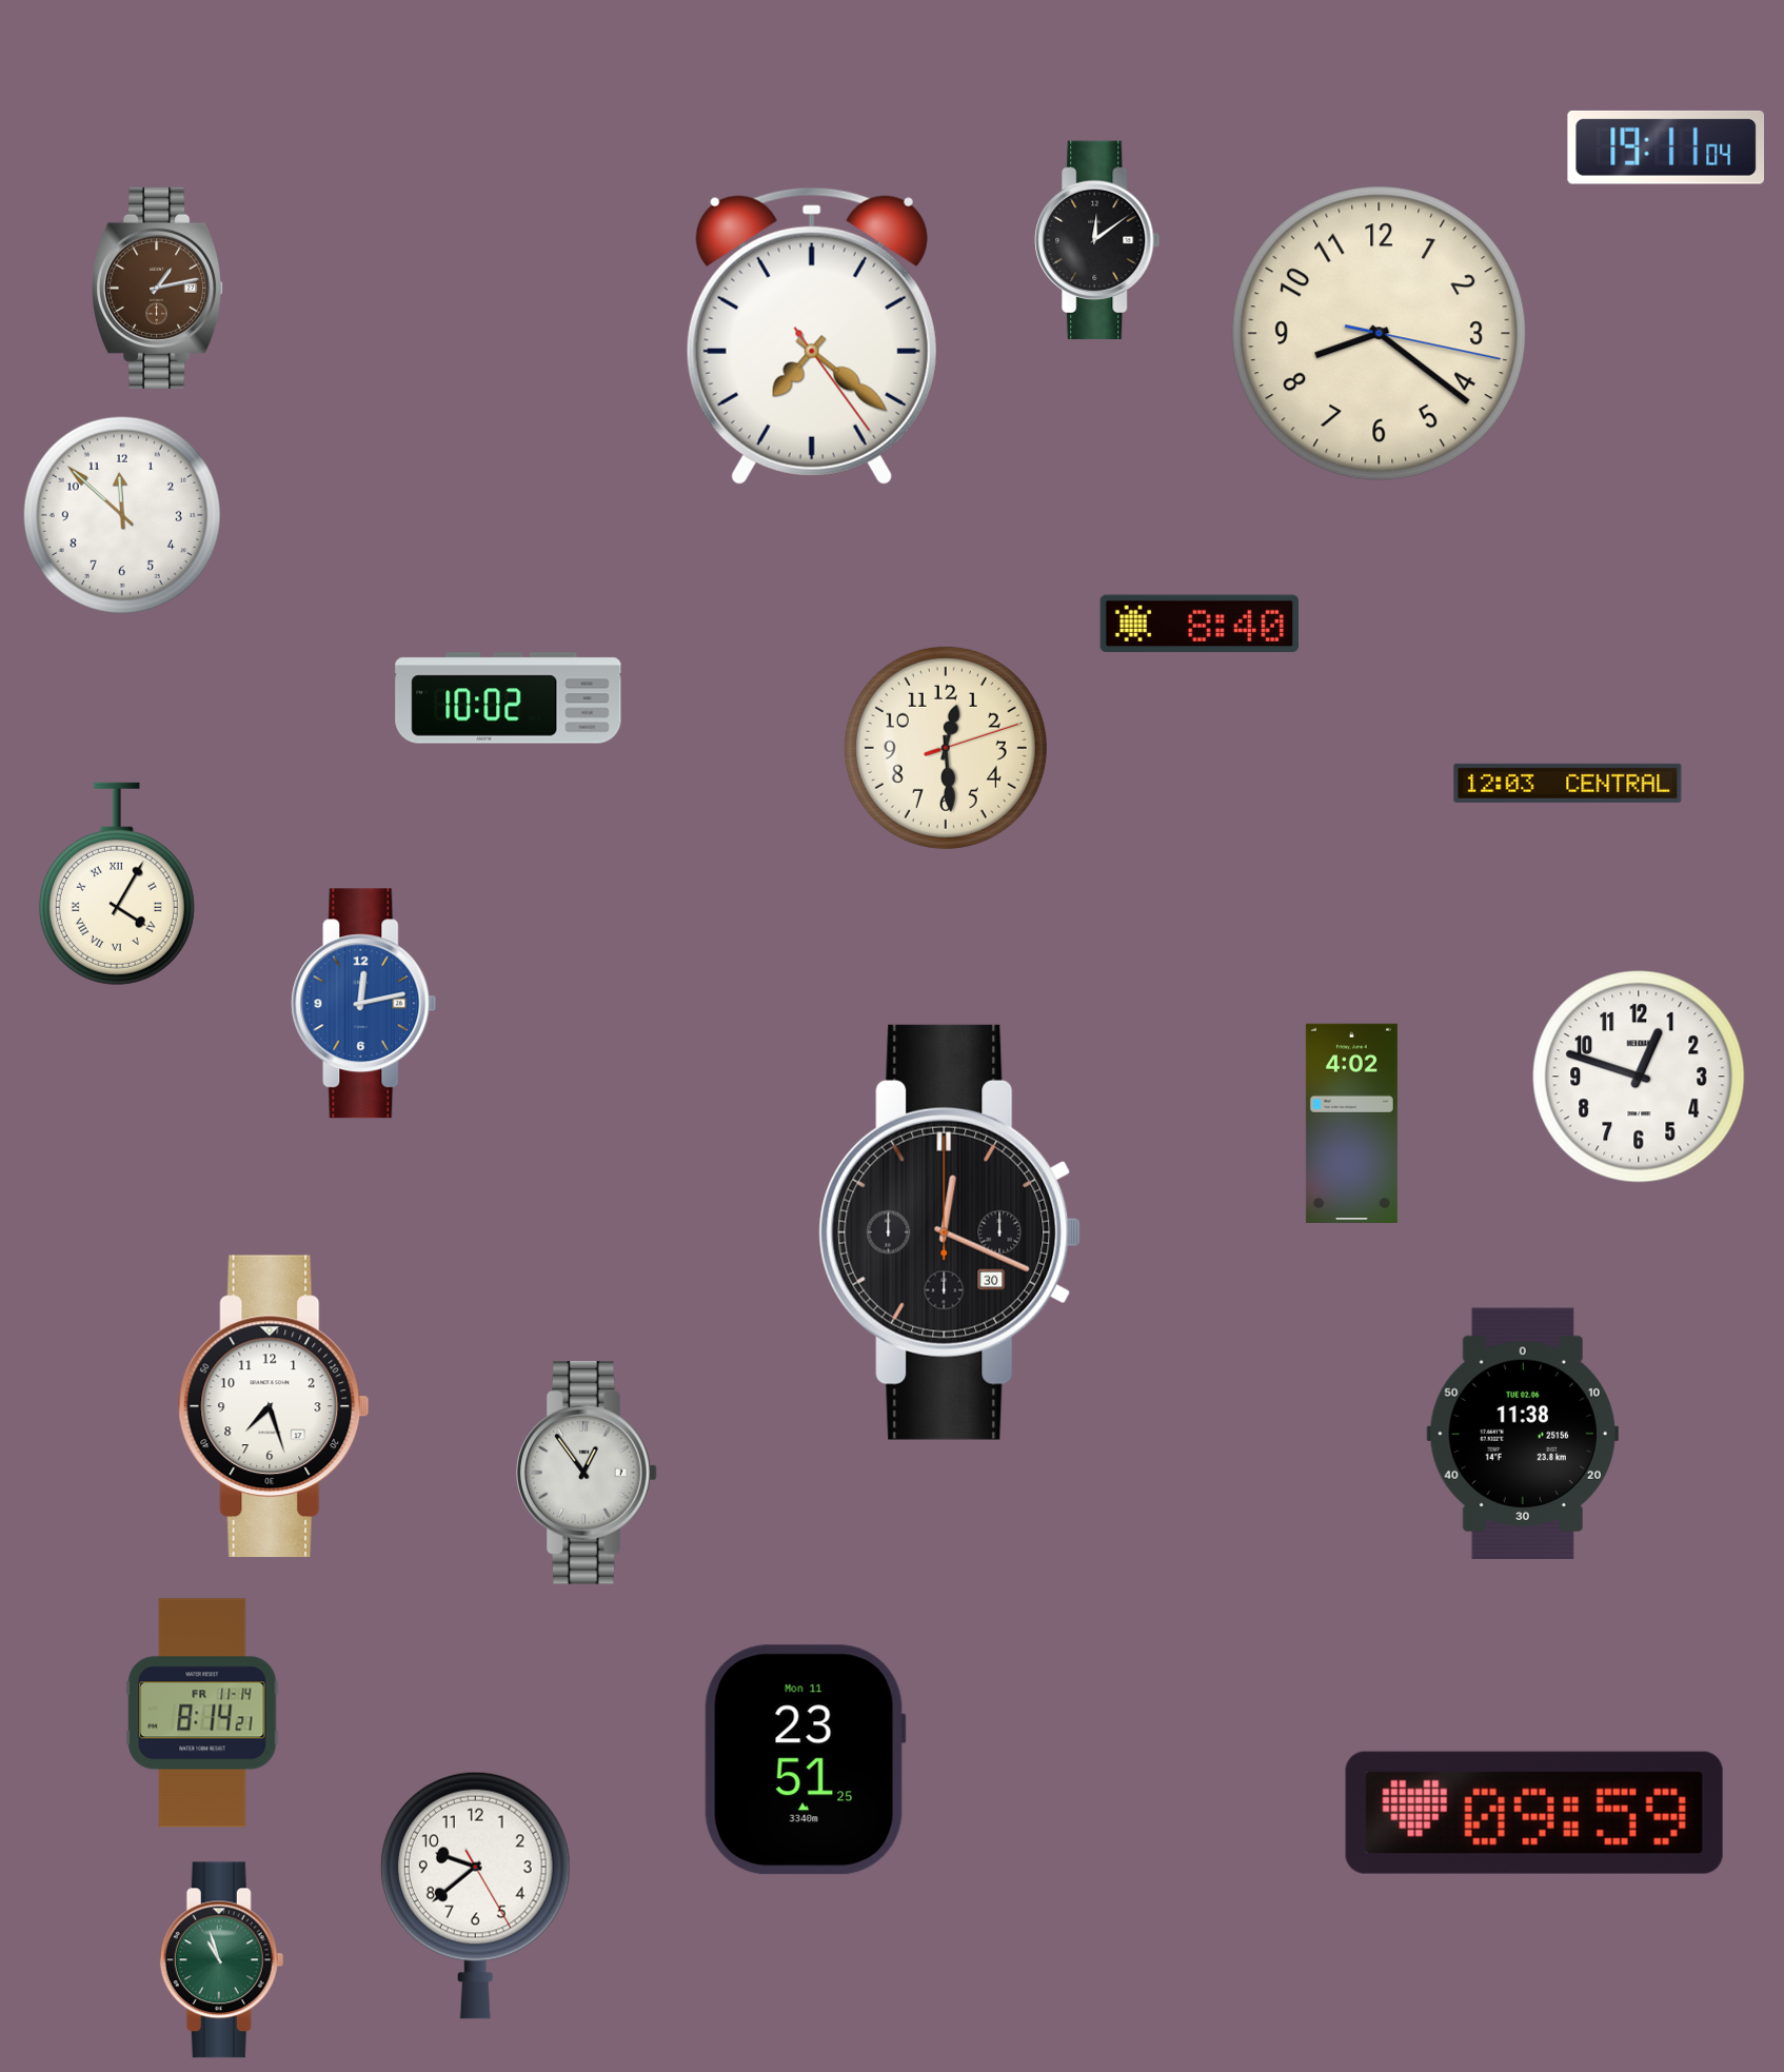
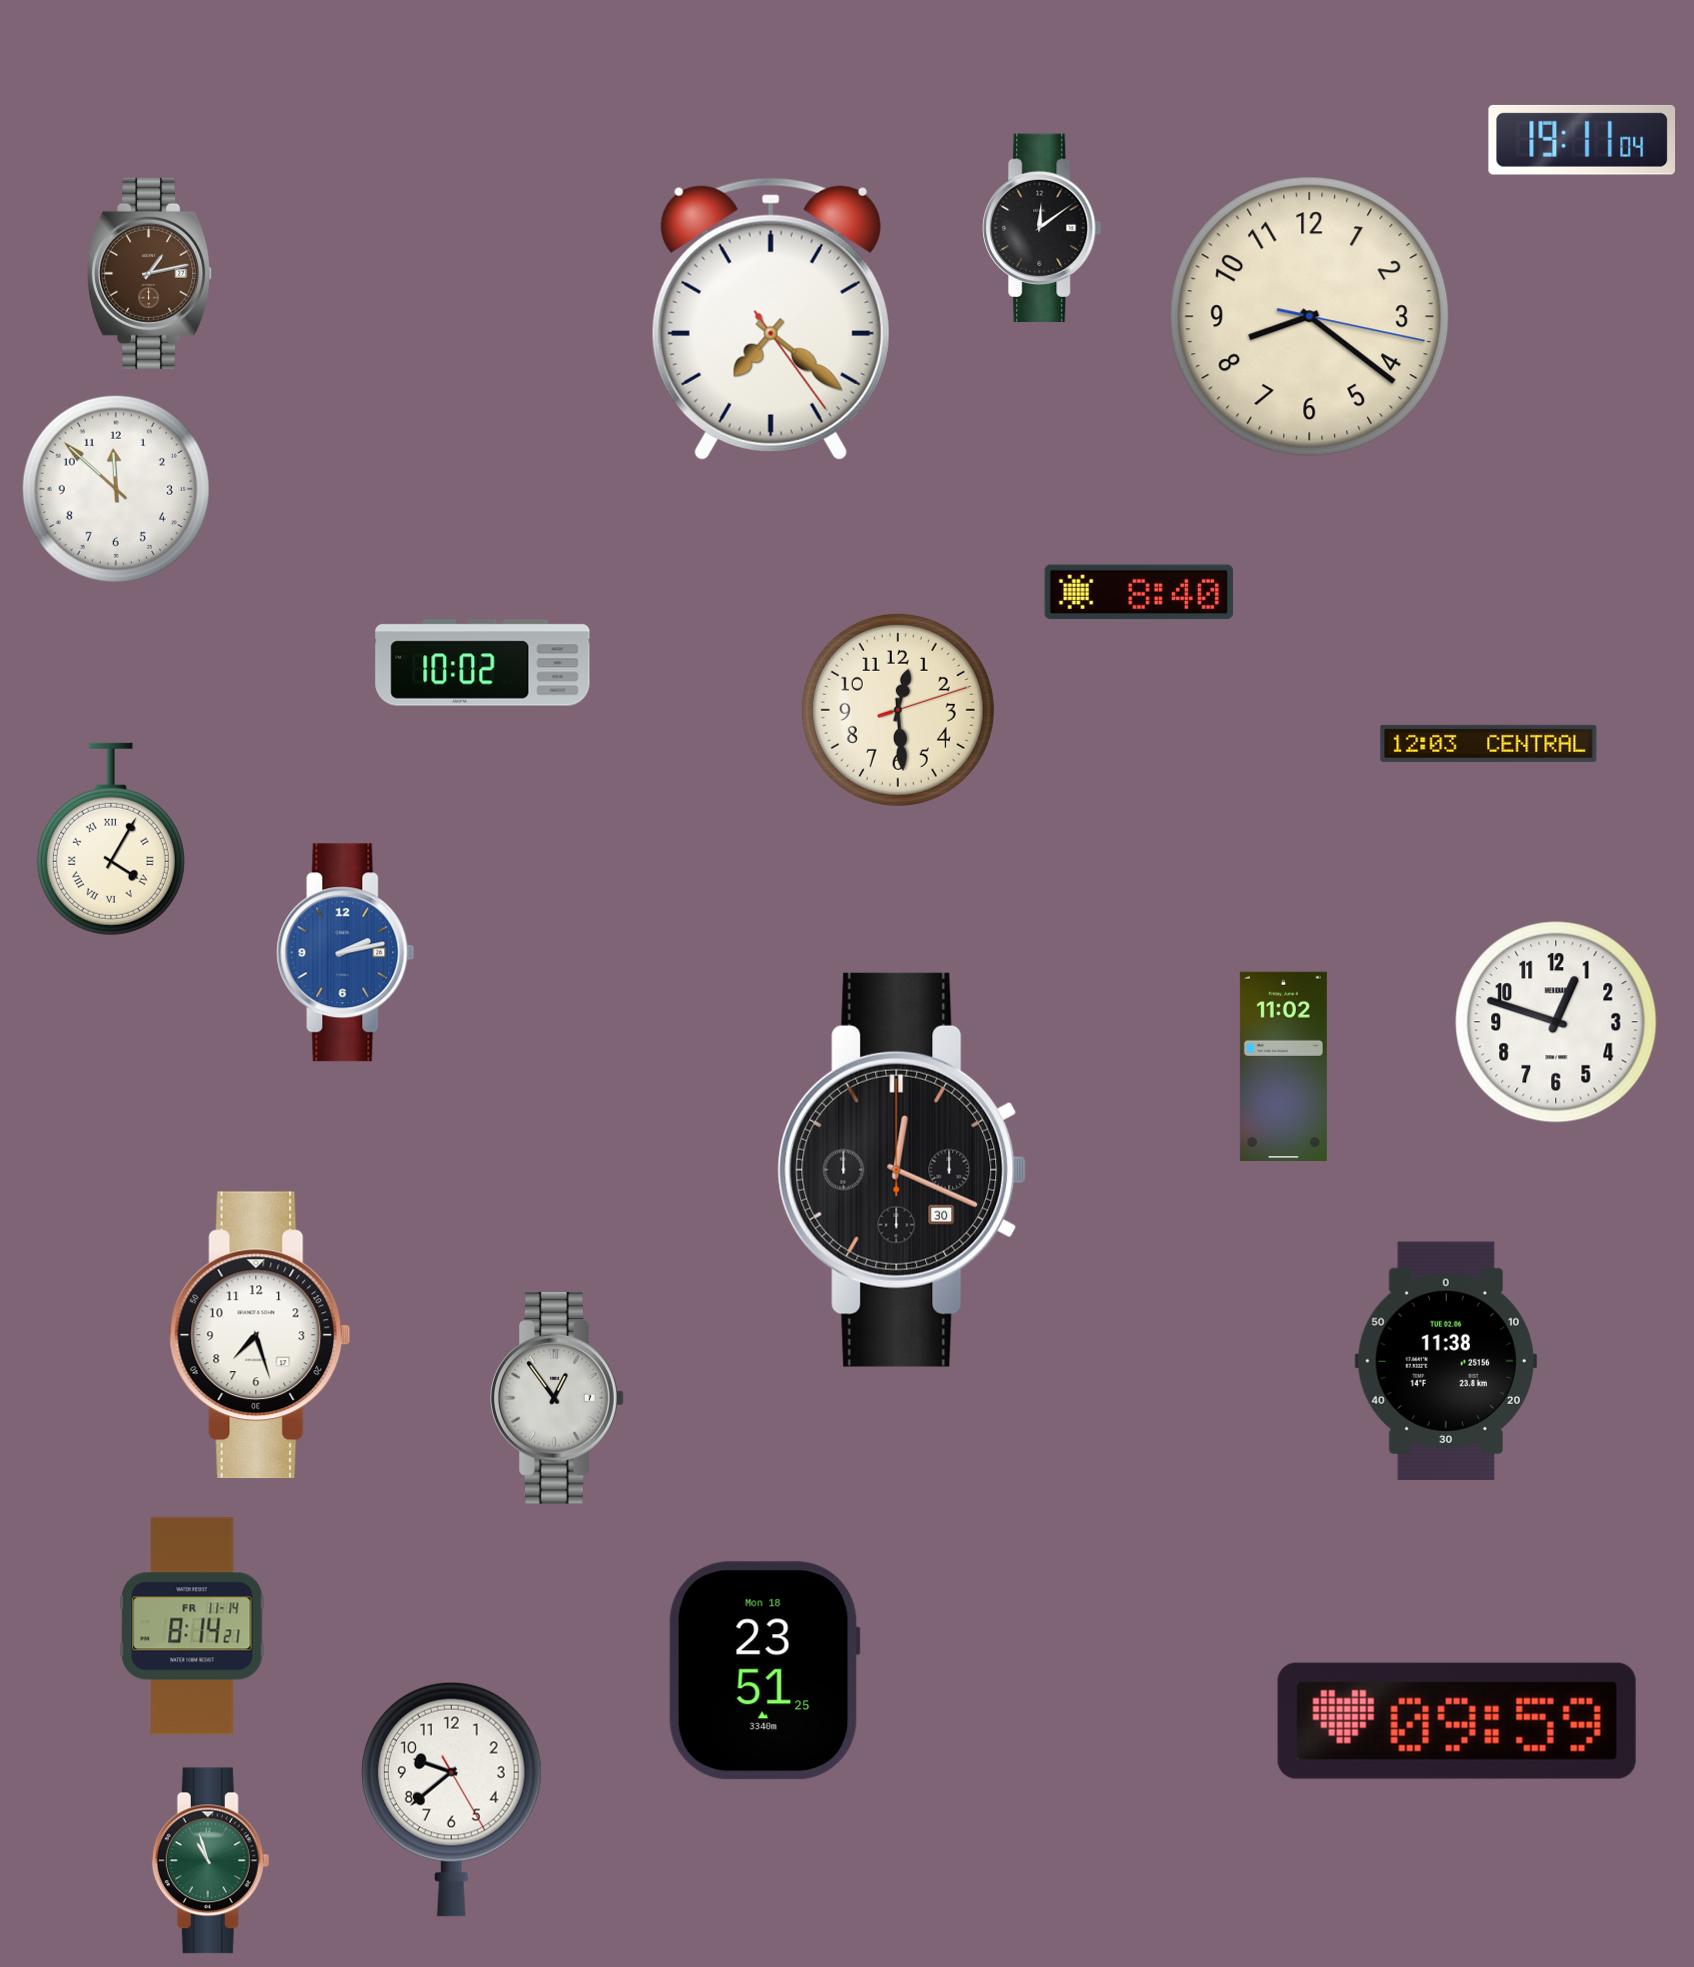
clock at (364, 1004): 12:13 -> 2:13
clock at (1351, 1123): 4:02 -> 11:02
clock at (805, 1760) date: Mon 11 -> Mon 18
